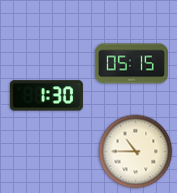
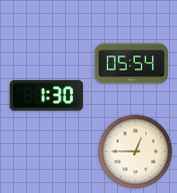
clock at (131, 64): 05:15 -> 05:54
clock at (136, 152): 10:45 -> 12:45
